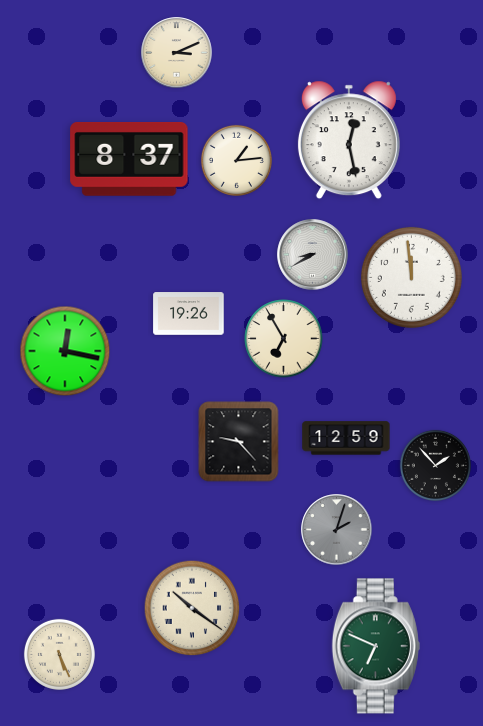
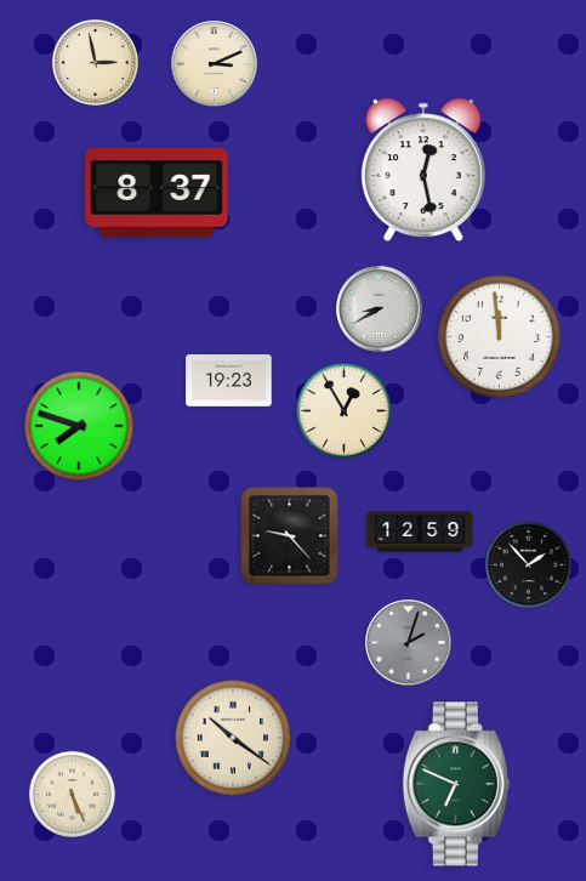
clock at (95, 62): none -> 2:58
clock at (236, 160): 1:14 -> none
clock at (189, 314): 19:26 -> 19:23
clock at (284, 339): 6:55 -> 12:55
clock at (65, 351): 12:17 -> 7:48
